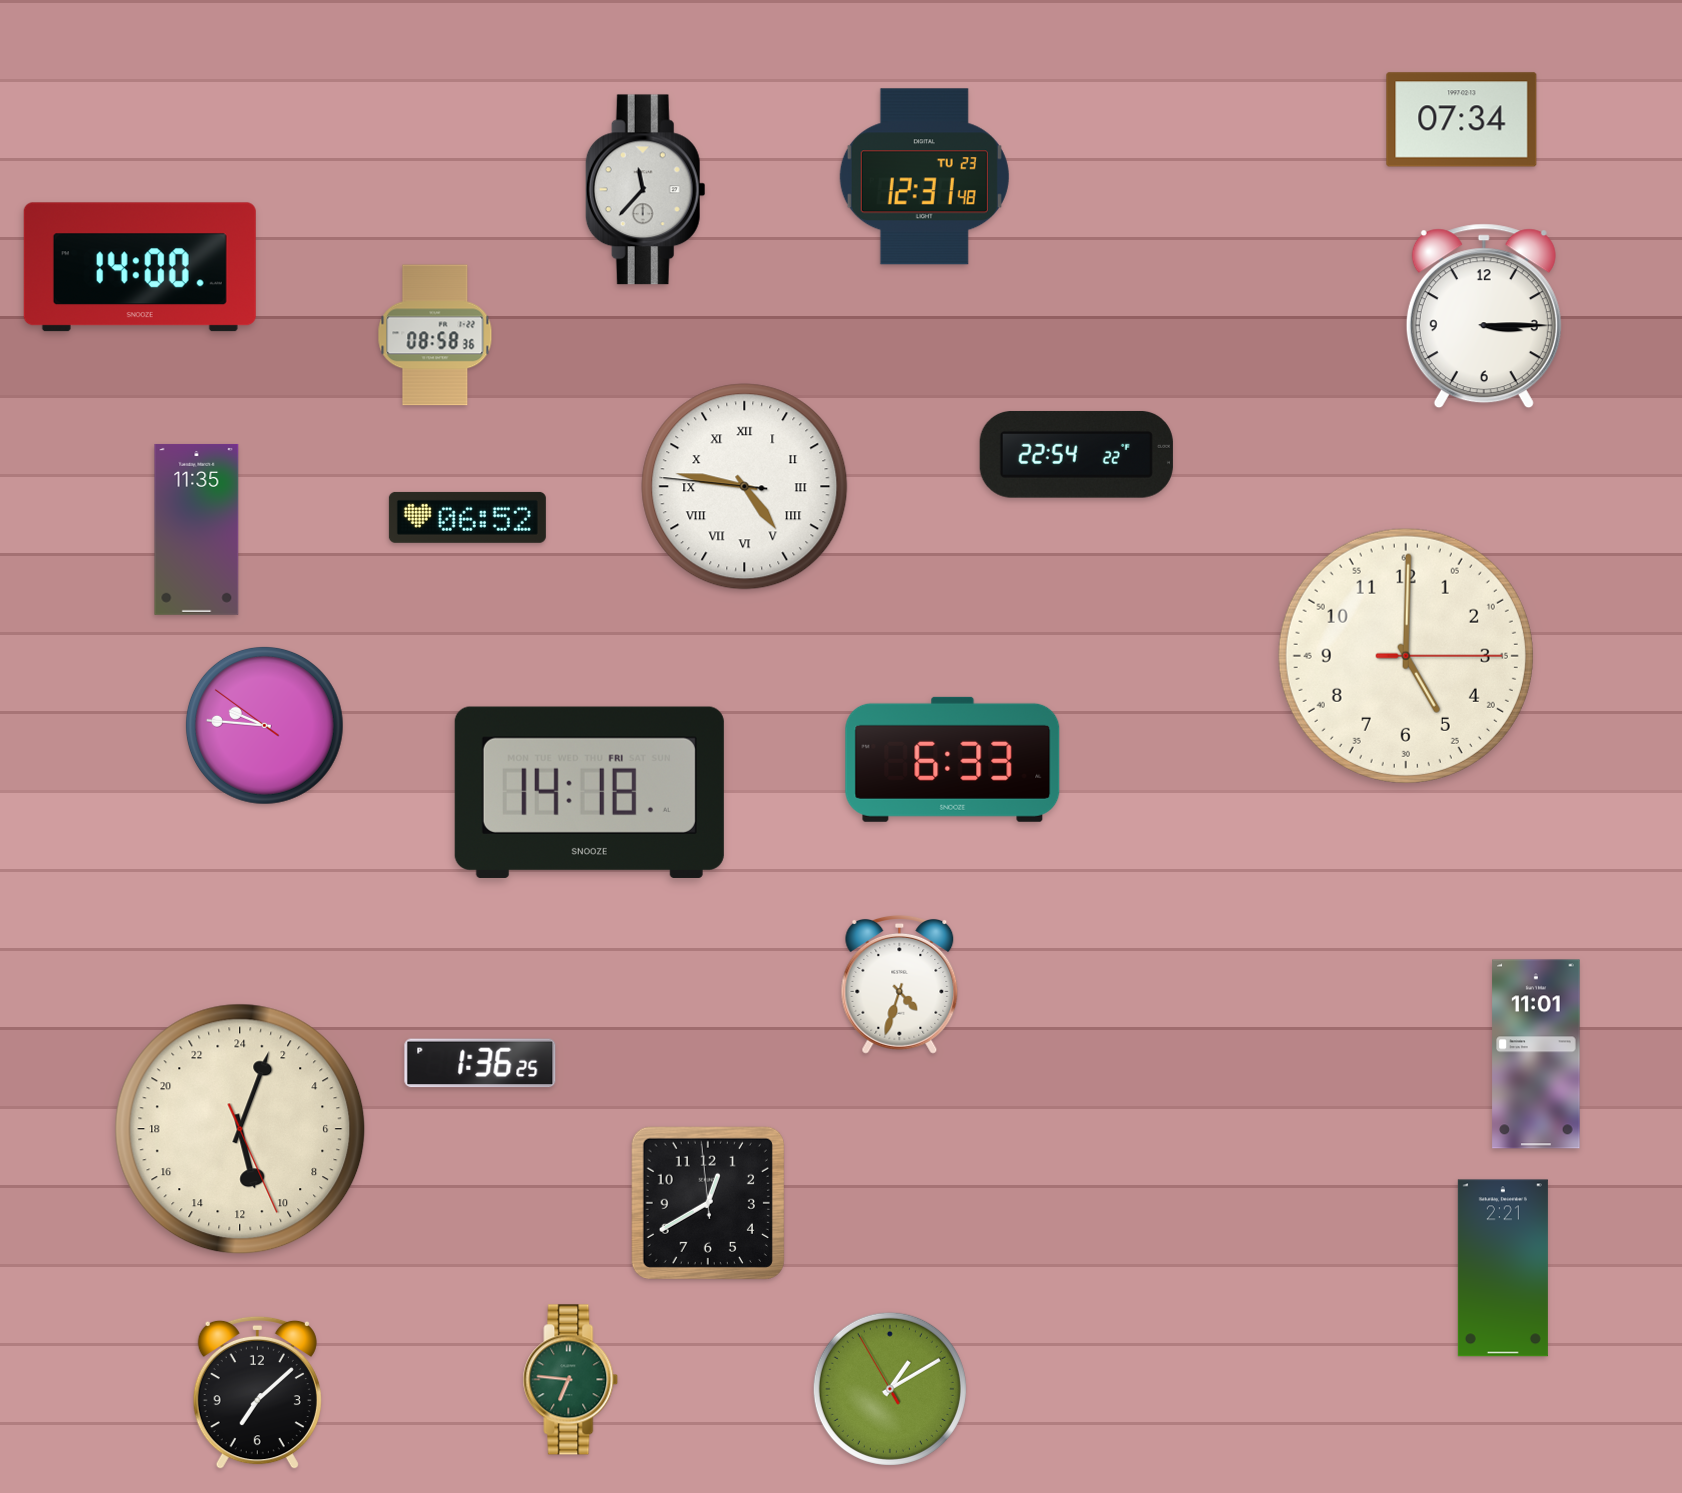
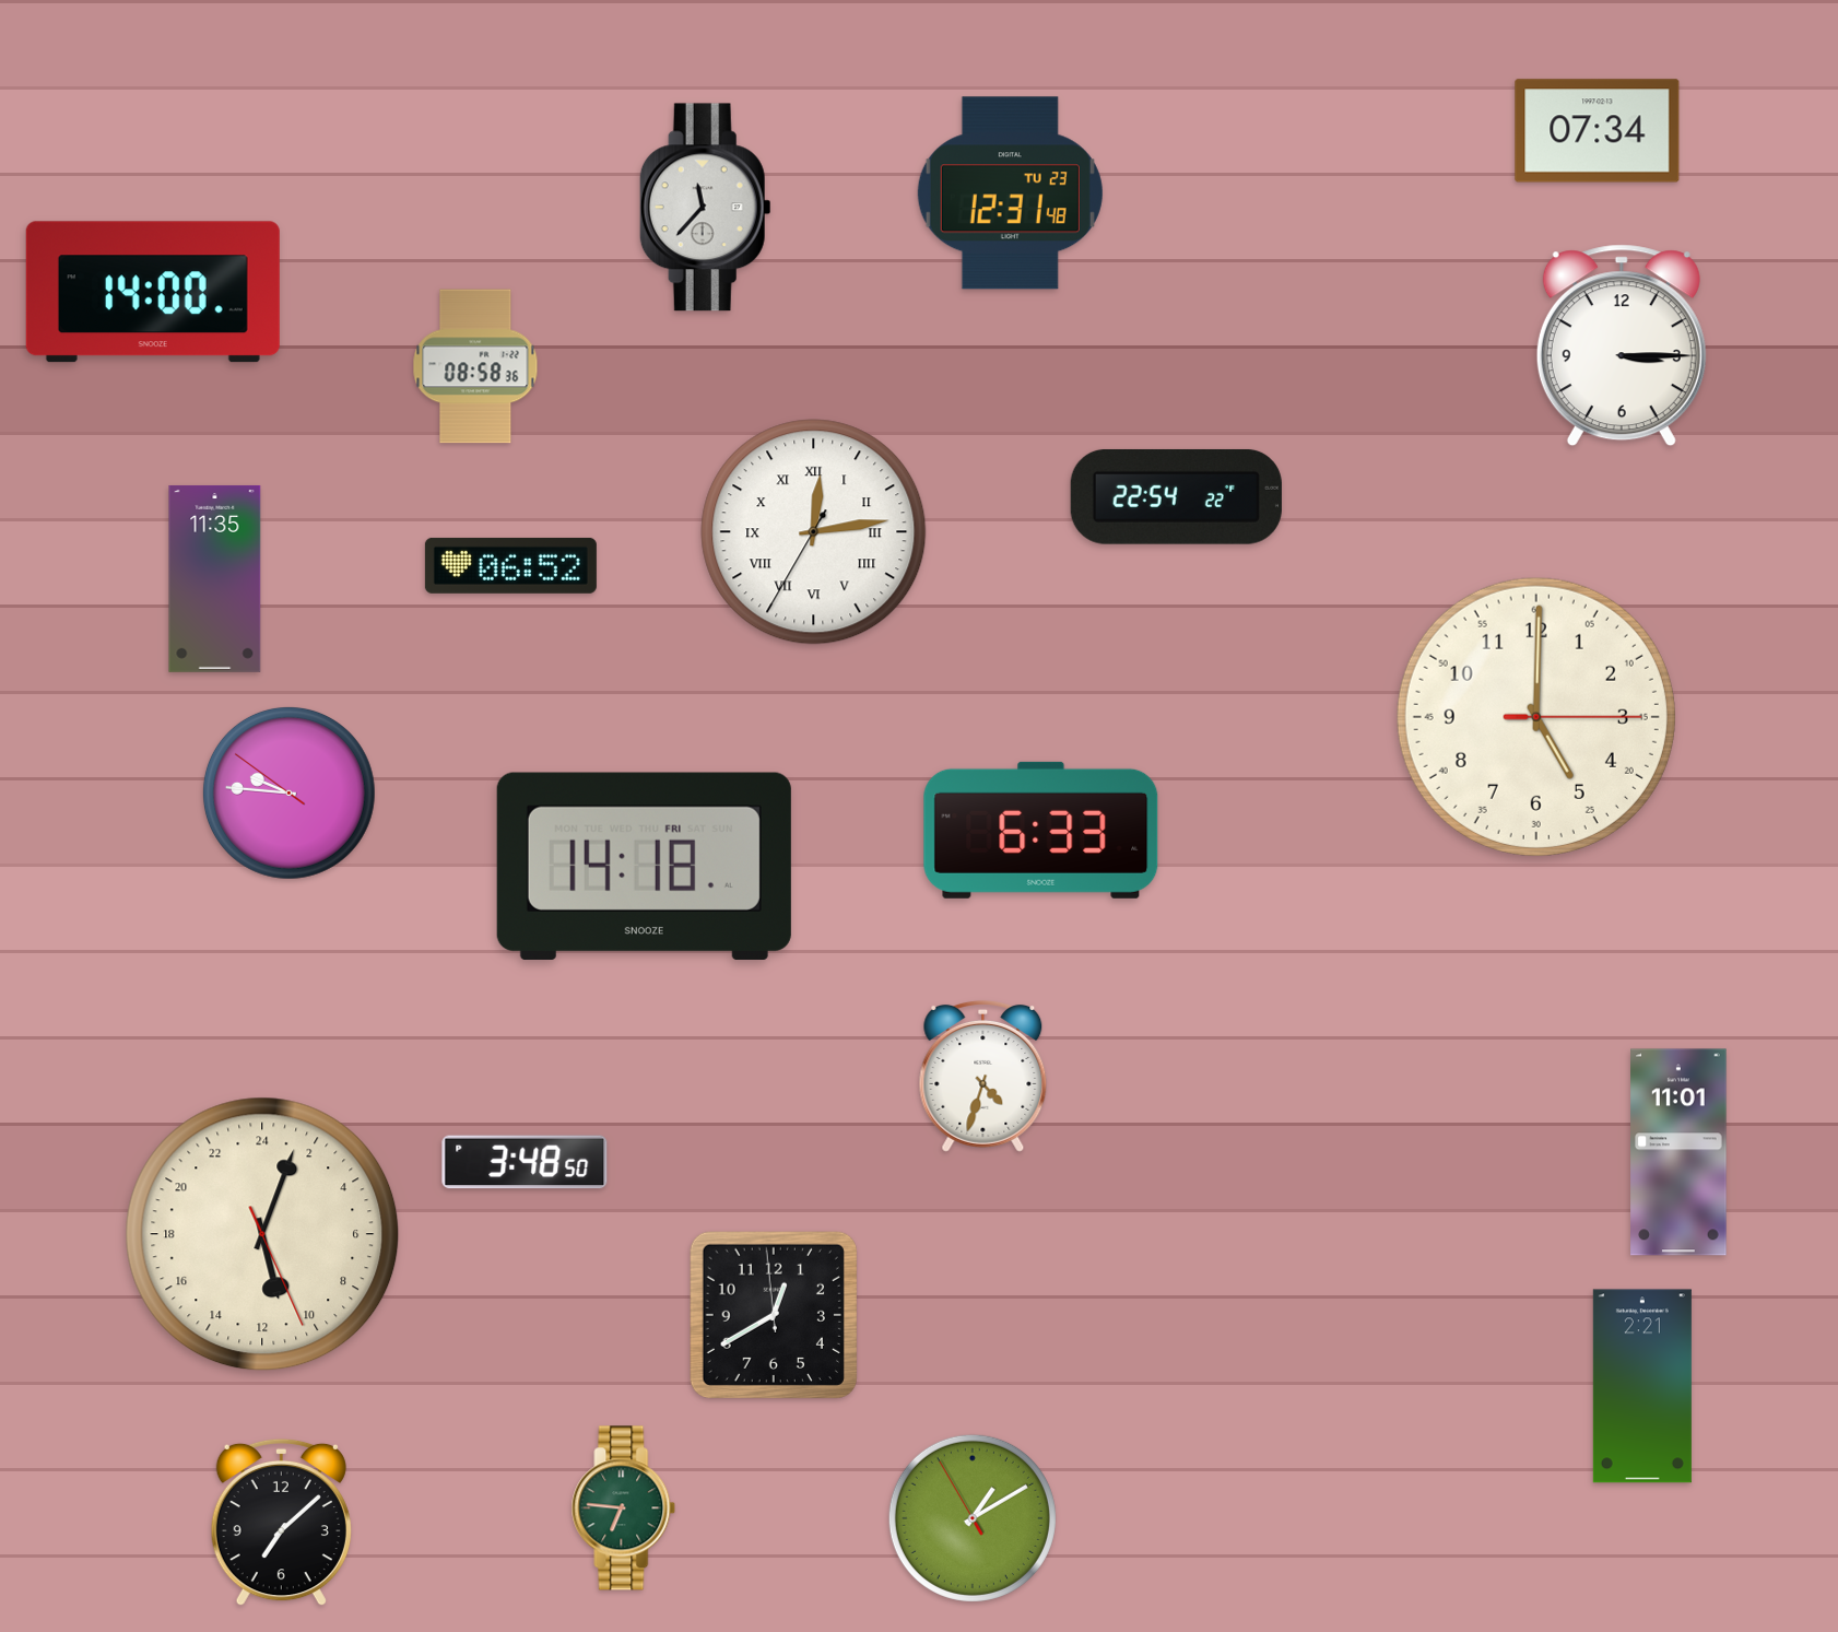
clock at (745, 487): 4:46 -> 12:13
clock at (480, 1063): 1:36 -> 3:48
